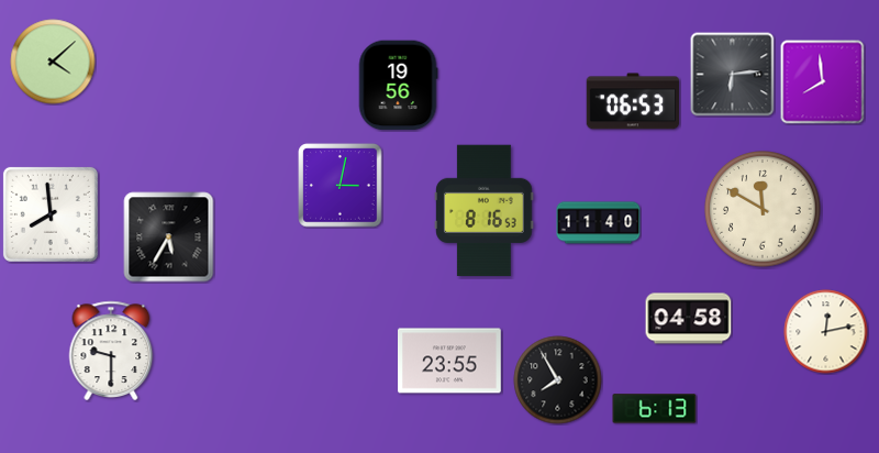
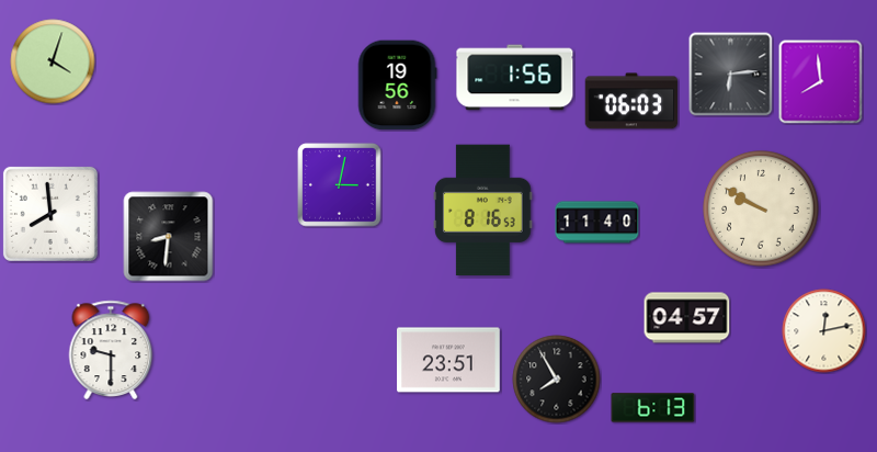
clock at (53, 62): 4:08 -> 4:03
clock at (515, 78): none -> 1:56
clock at (633, 101): 06:53 -> 06:03
clock at (763, 209): 11:50 -> 9:50
clock at (169, 237): 5:35 -> 8:31
clock at (689, 319): 04:58 -> 04:57
clock at (449, 361): 23:55 -> 23:51
